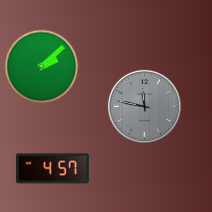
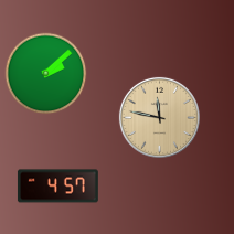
clock at (144, 106) dial: grey -> champagne
